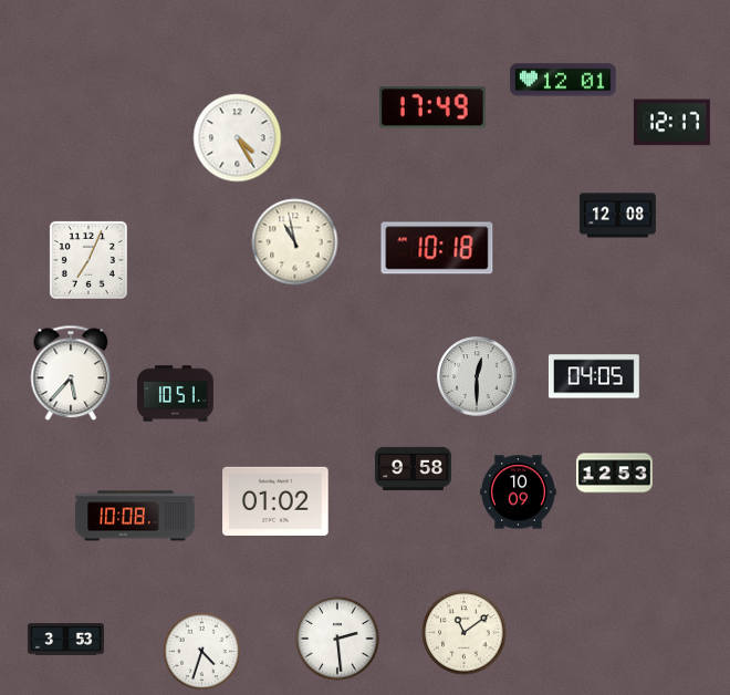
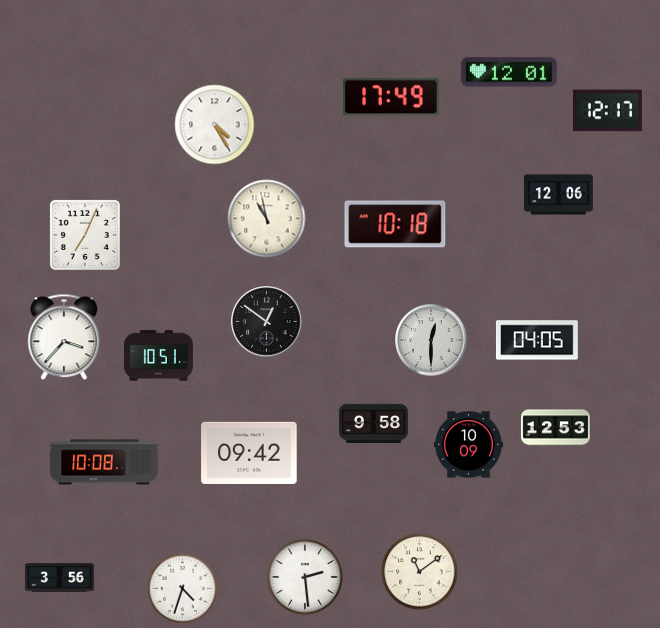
clock at (617, 216): 12:08 -> 12:06
clock at (88, 260) position: (88, 260) -> (85, 235)
clock at (267, 322): none -> 12:51
clock at (71, 373): 5:37 -> 3:37
clock at (275, 501): 01:02 -> 09:42
clock at (135, 516) position: (135, 516) -> (104, 462)
clock at (65, 640): 3:53 -> 3:56
